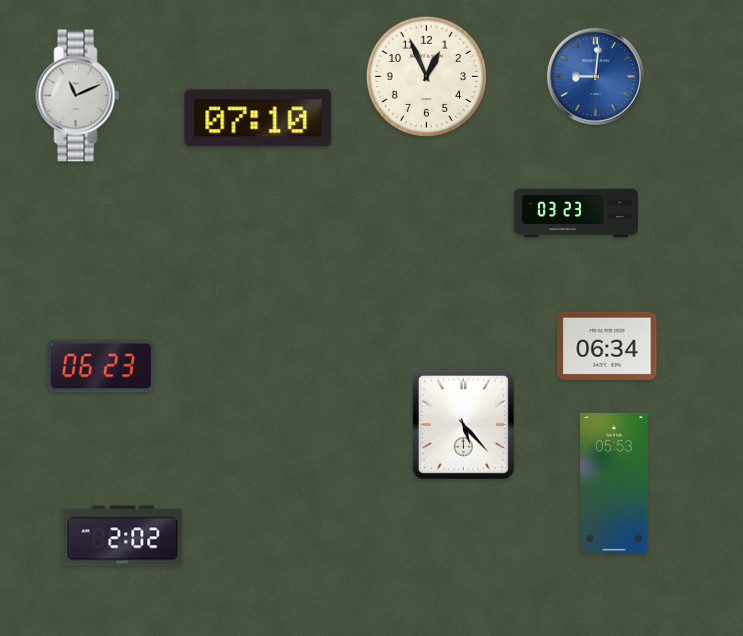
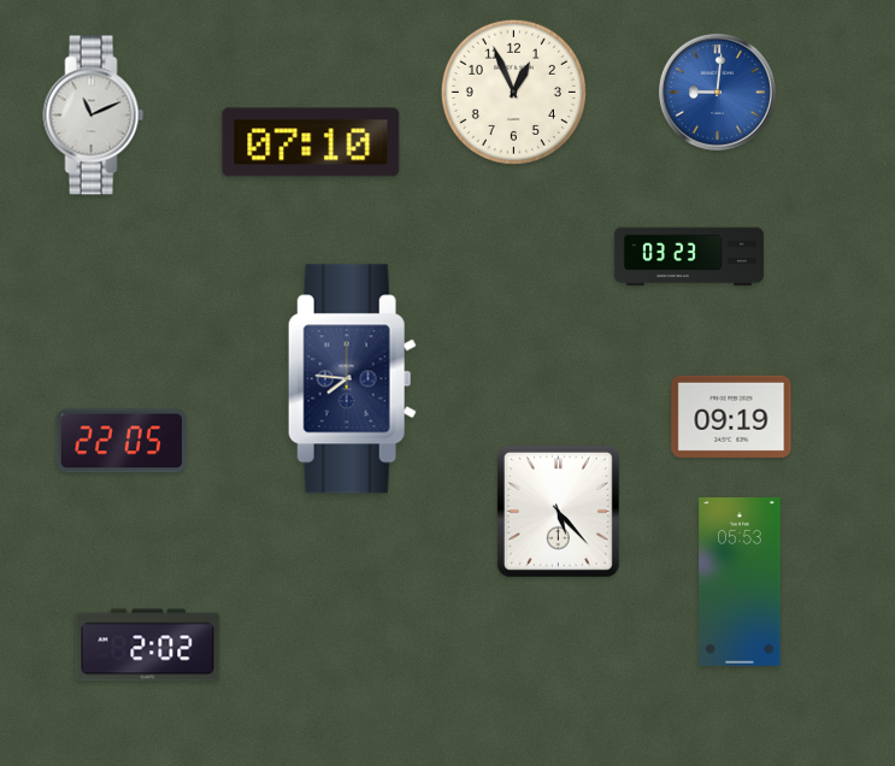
clock at (576, 213) position: (576, 213) -> (689, 257)
clock at (352, 379): none -> 7:46
clock at (607, 346): 06:34 -> 09:19
clock at (101, 366): 06:23 -> 22:05
